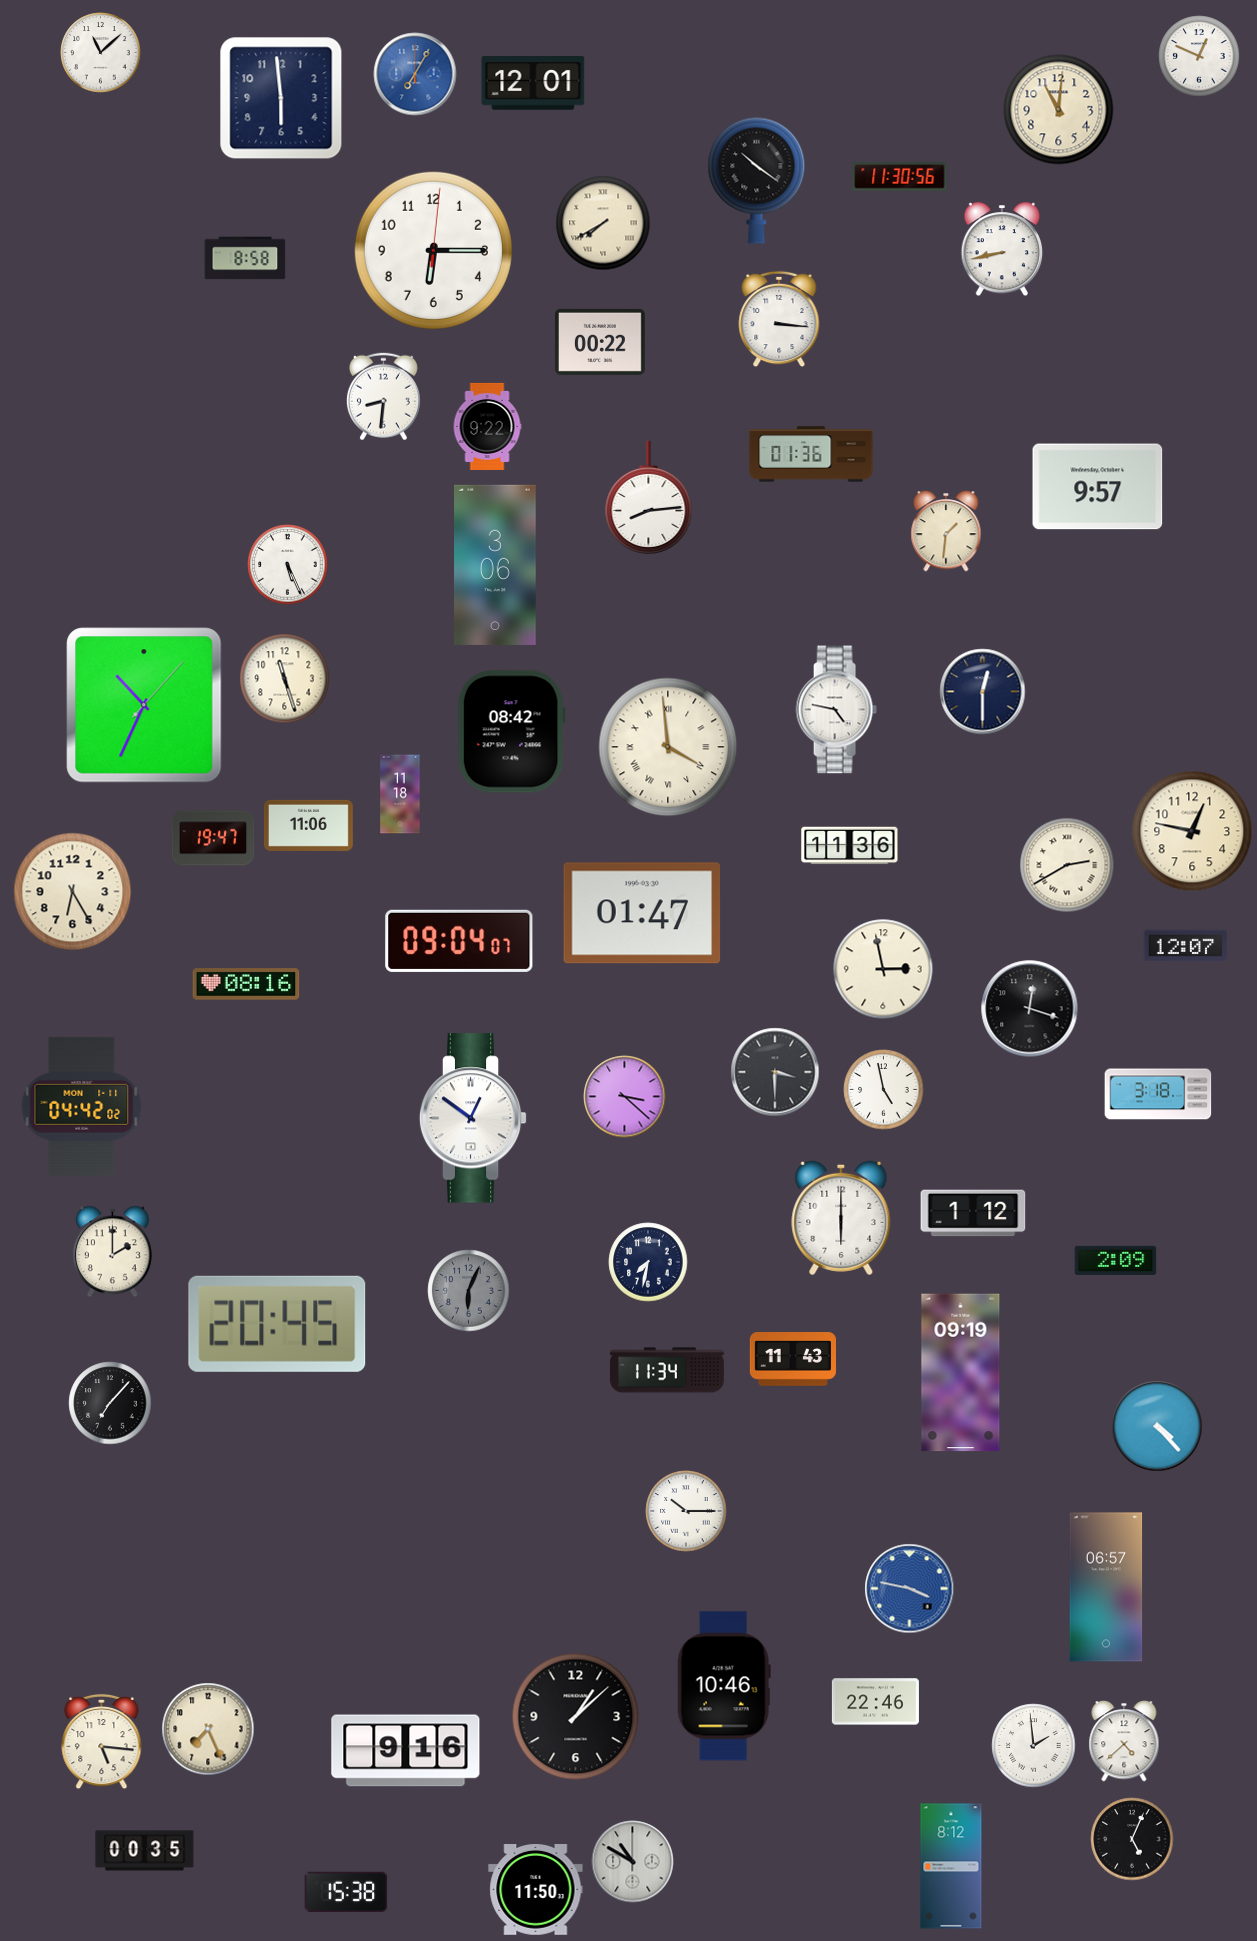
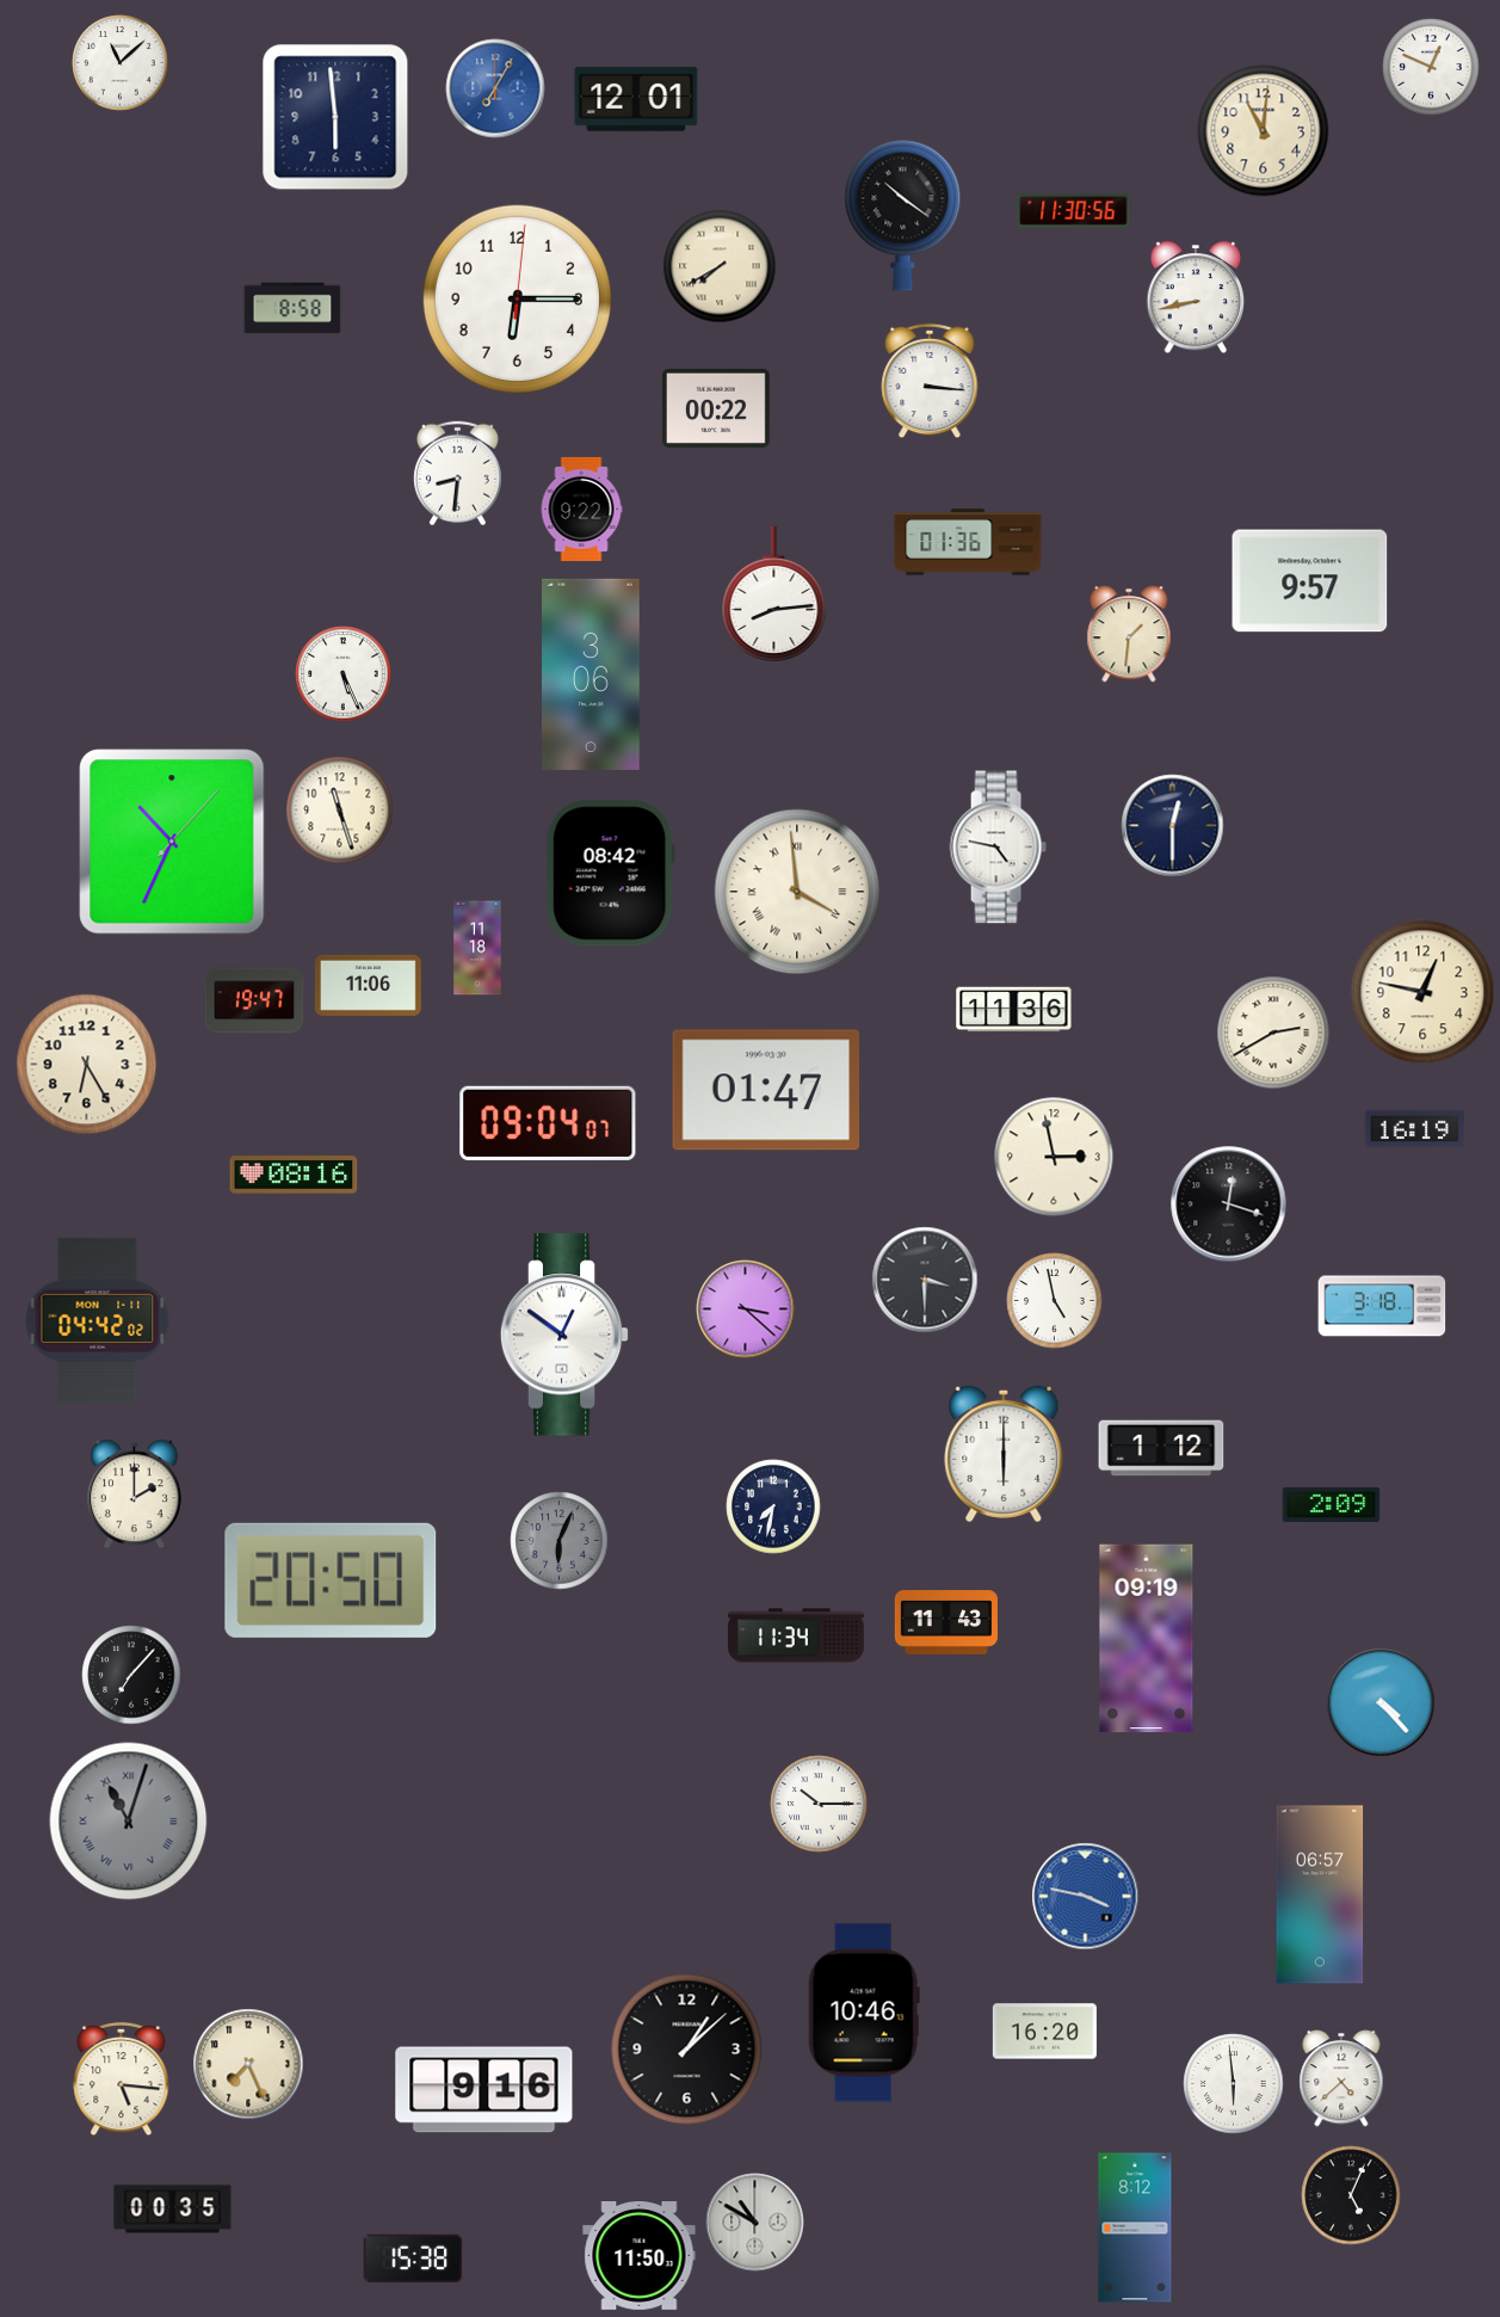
clock at (1186, 946): 12:07 -> 16:19
clock at (277, 1324): 20:45 -> 20:50
clock at (129, 1822): none -> 11:03
clock at (875, 1702): 22:46 -> 16:20
clock at (1034, 1746): 1:59 -> 5:59
